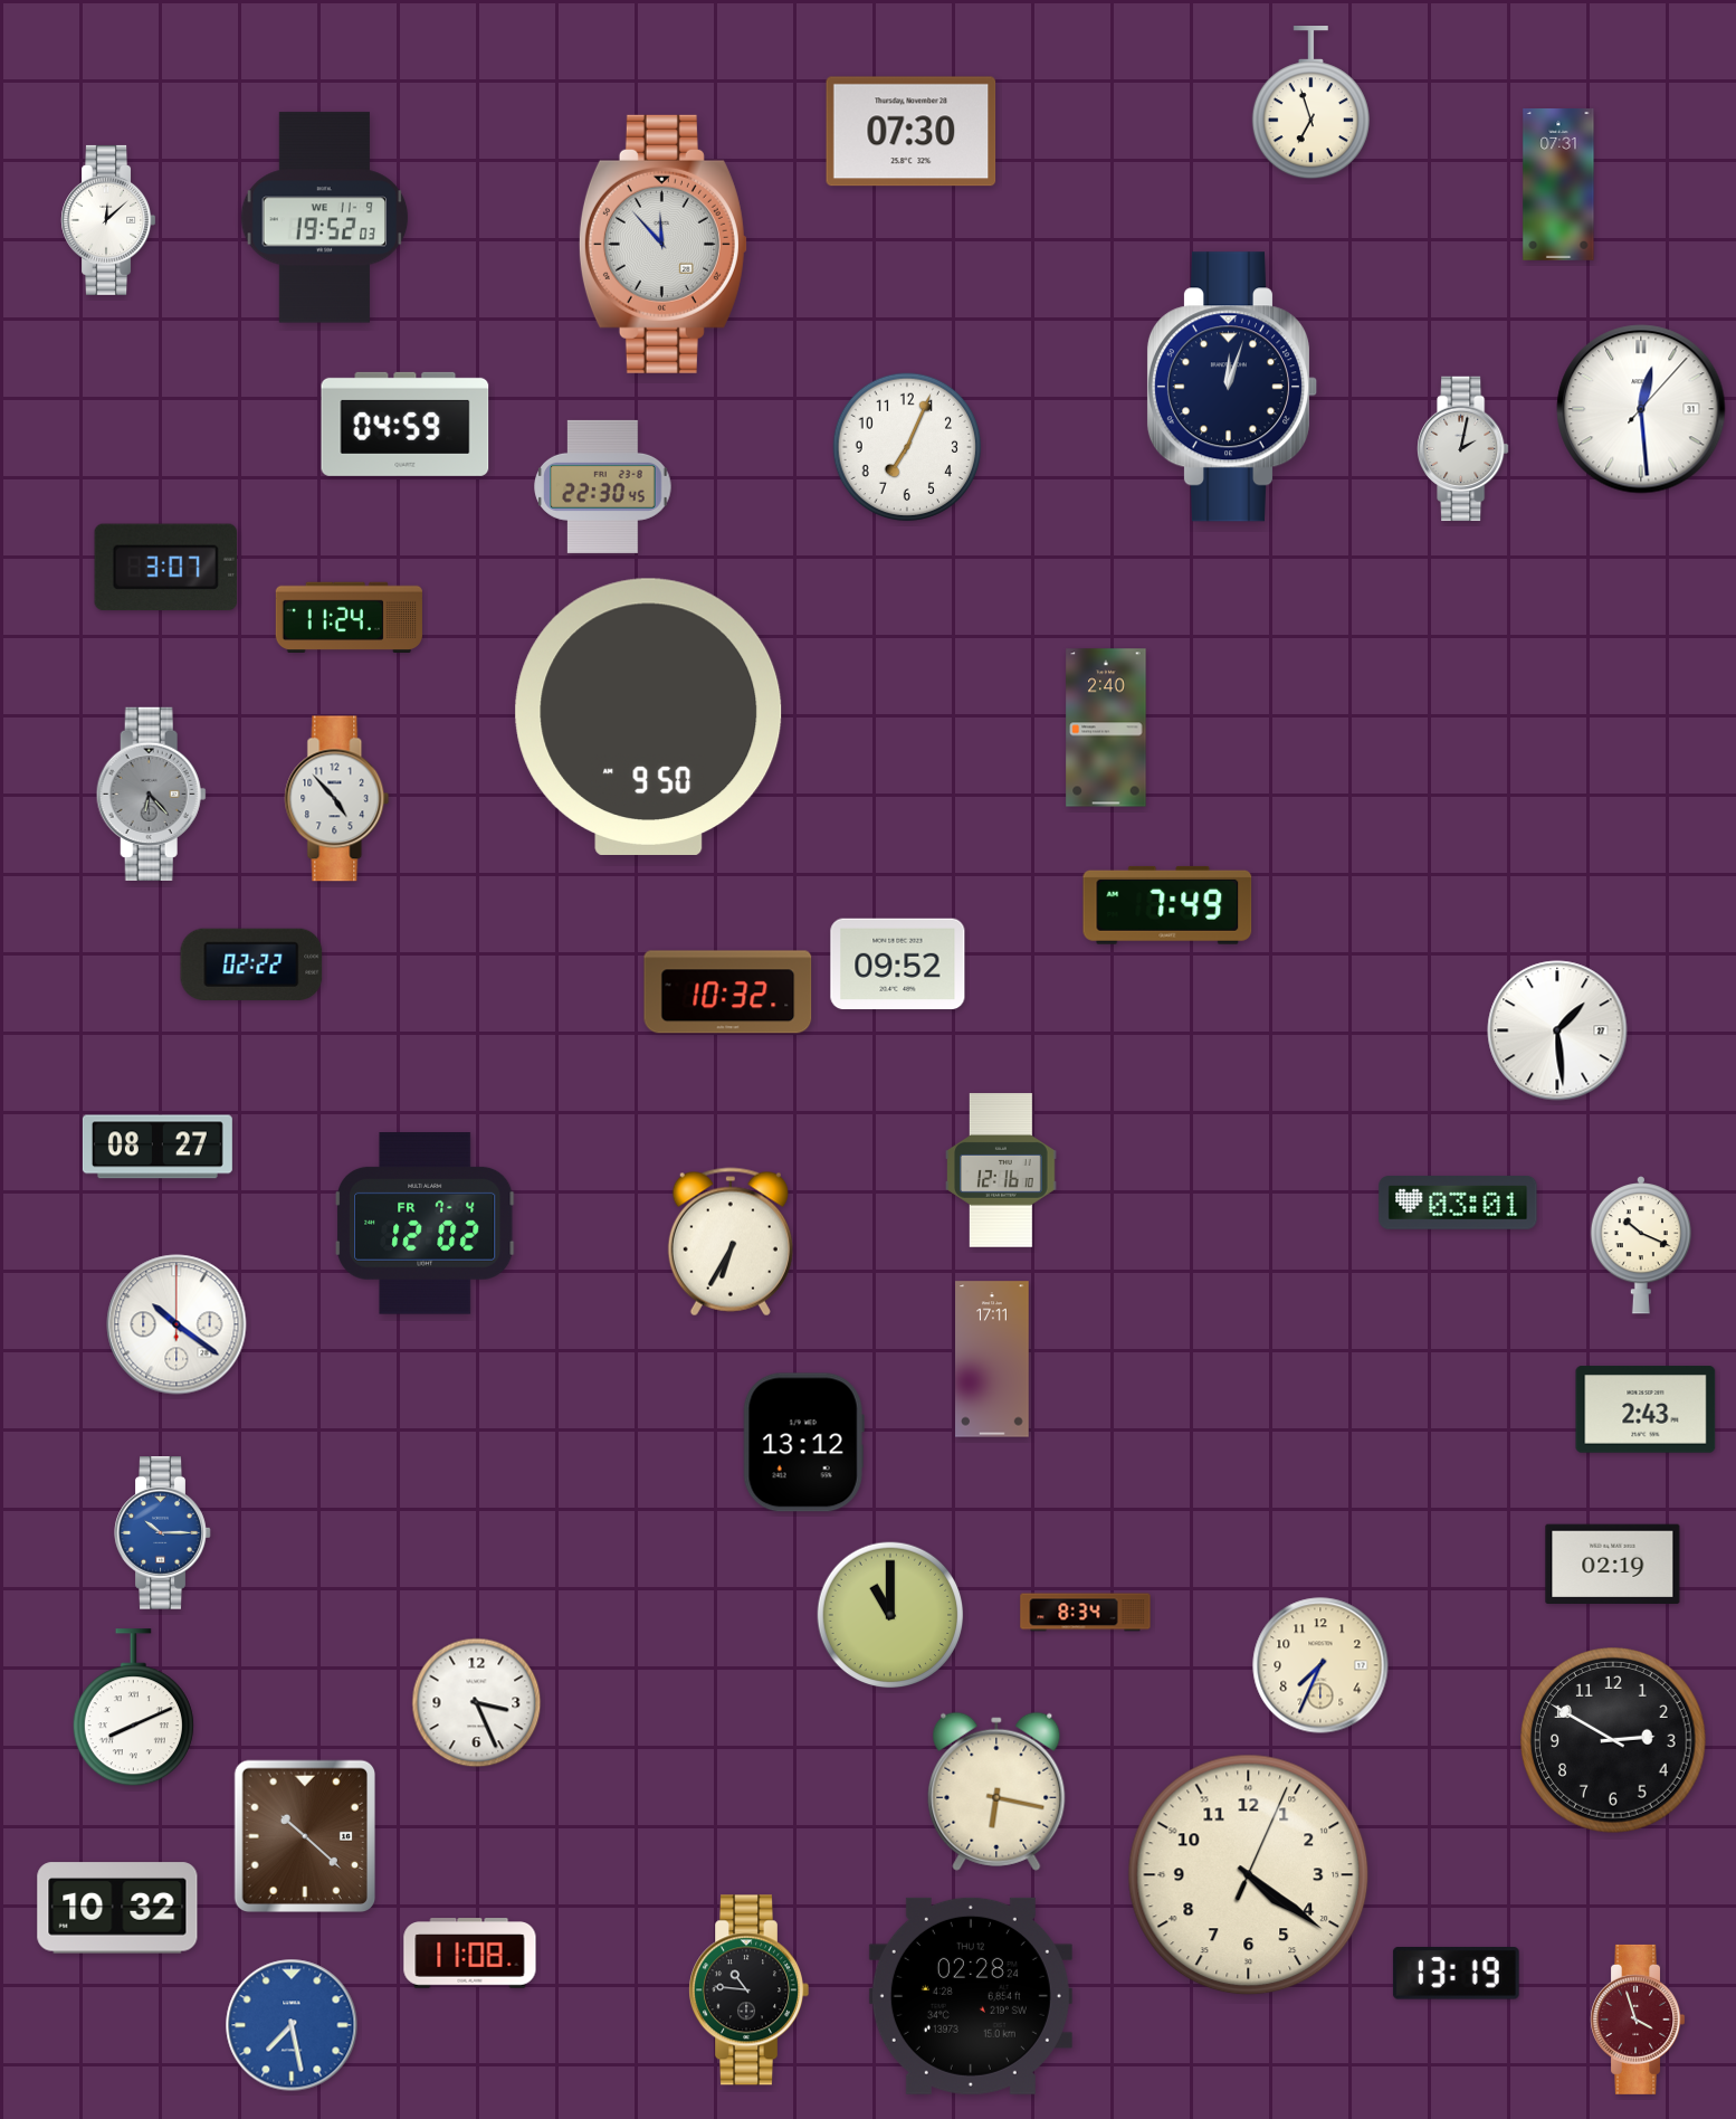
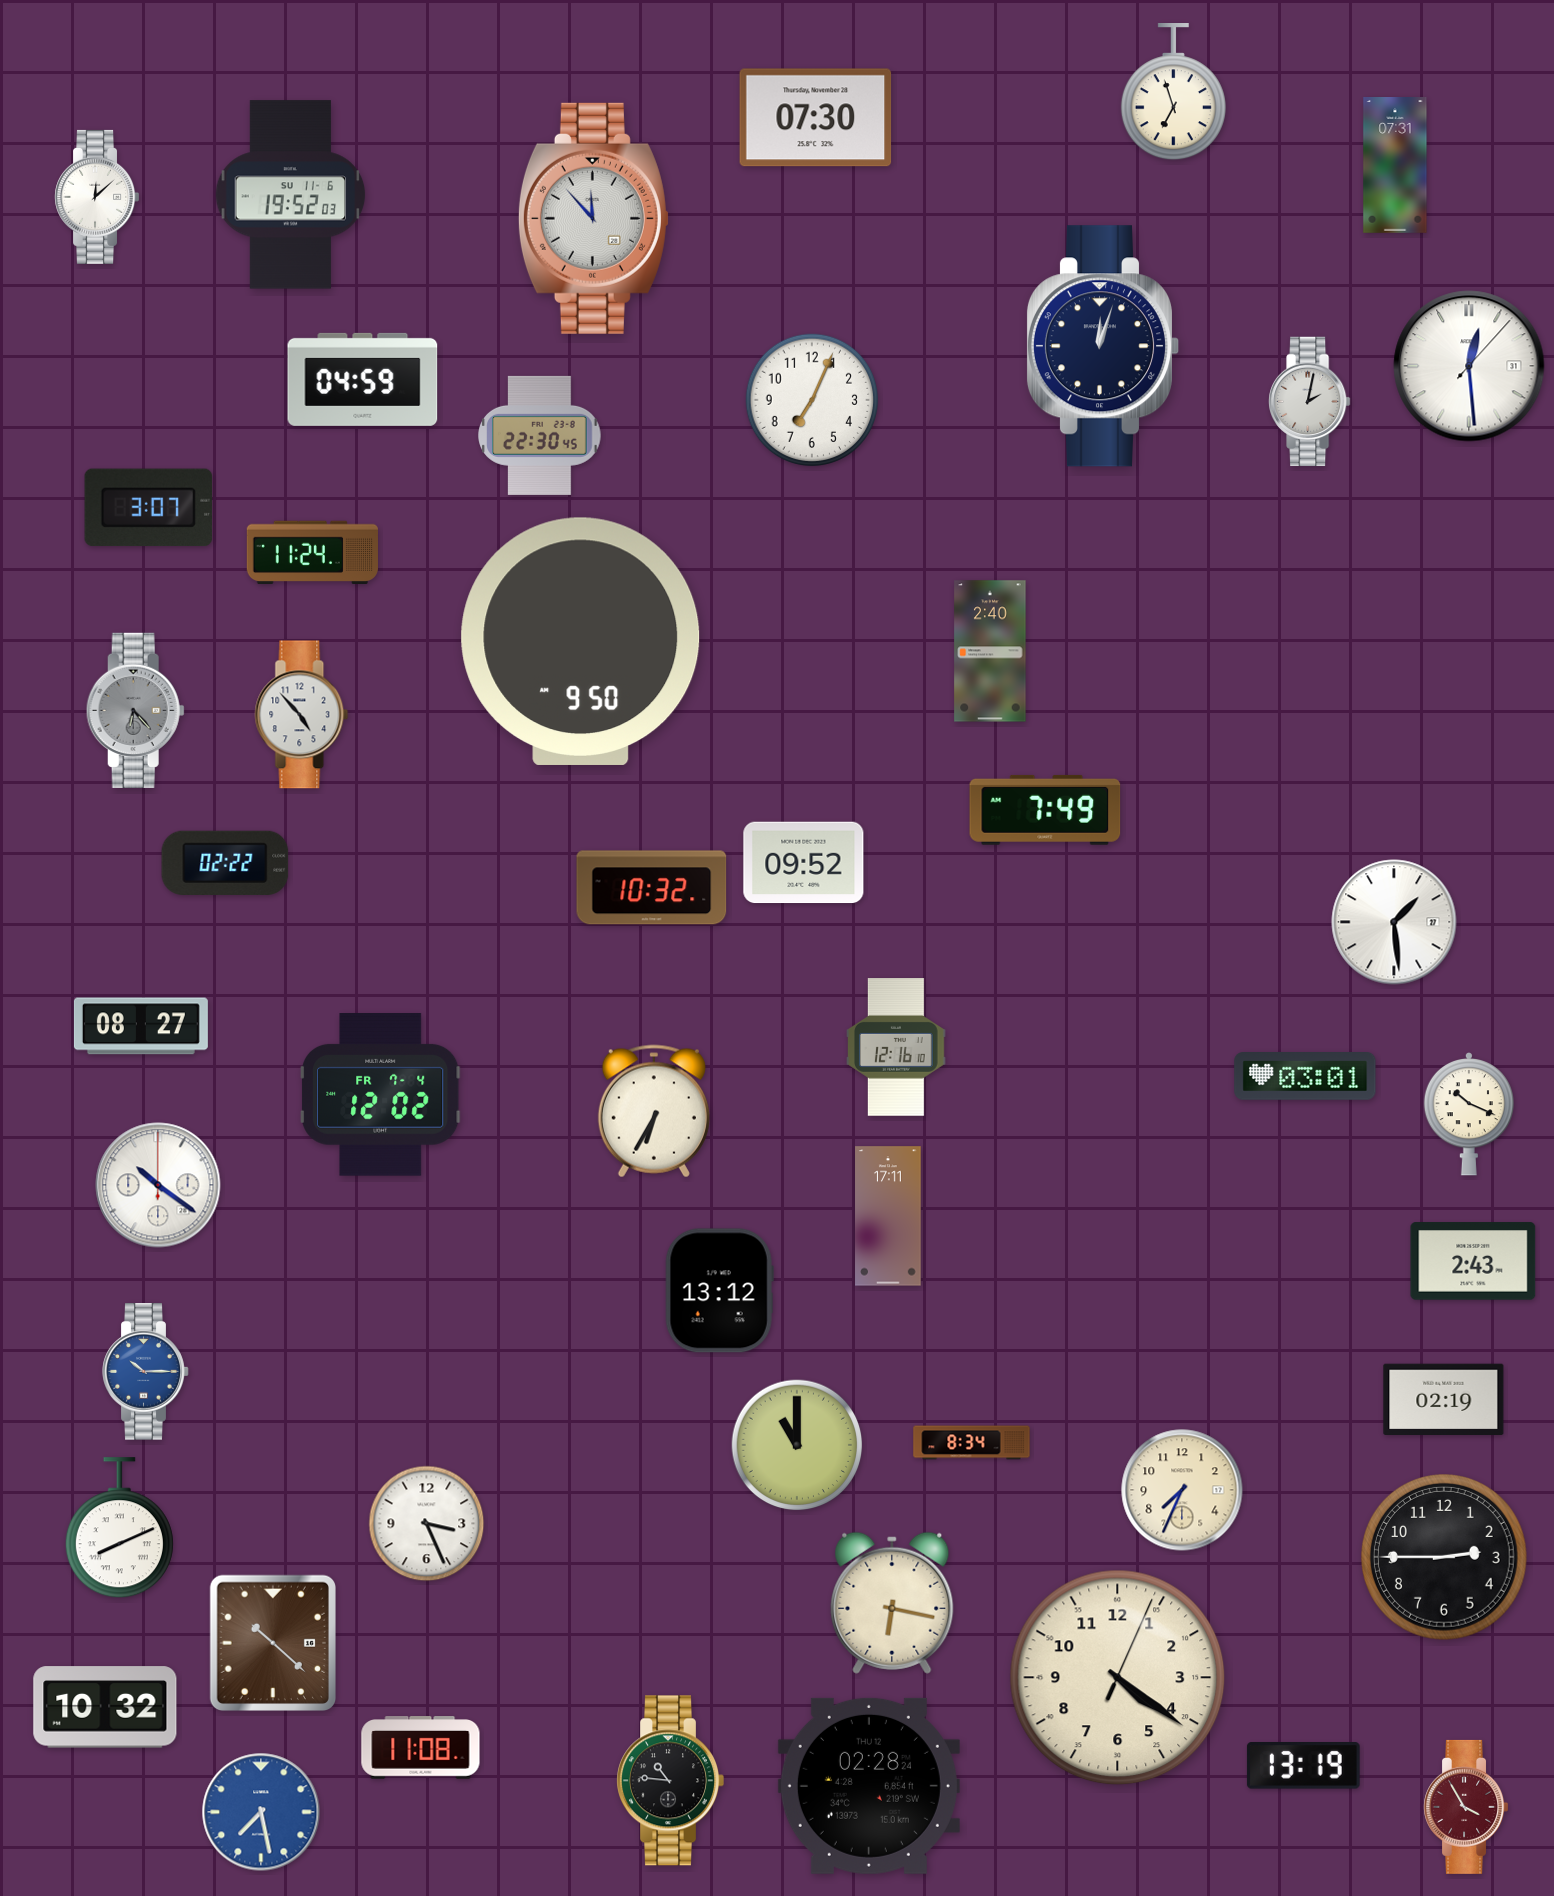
clock at (325, 218) date: WE 11-9 -> SU 11-6
clock at (1614, 1741): 2:50 -> 2:45
clock at (1638, 2020): 3:57 -> 3:55
